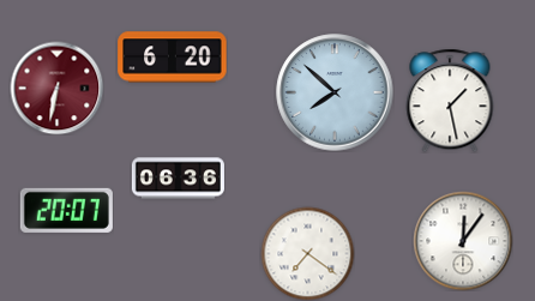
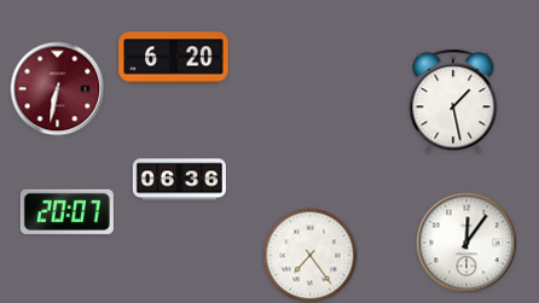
clock at (335, 92): 7:52 -> none
clock at (307, 253): 7:21 -> 7:24
